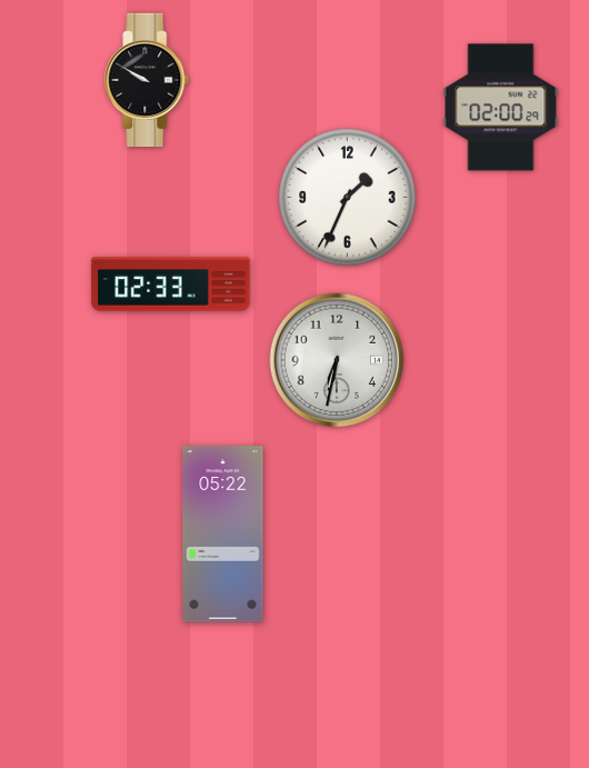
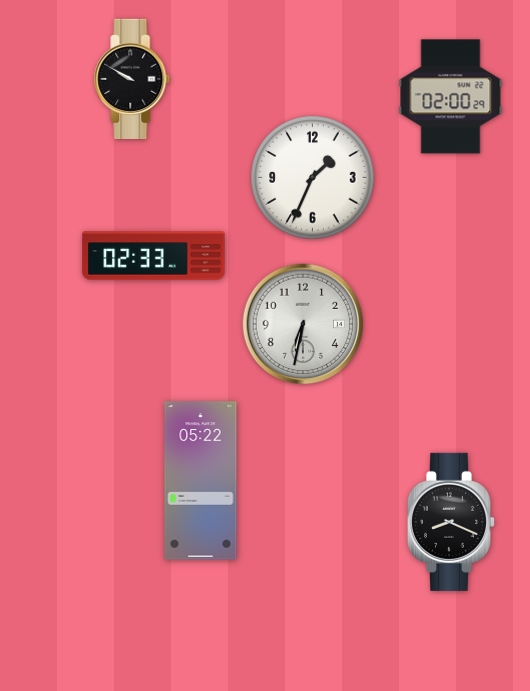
clock at (147, 79) position: (147, 79) -> (132, 78)
clock at (450, 522): none -> 8:19
